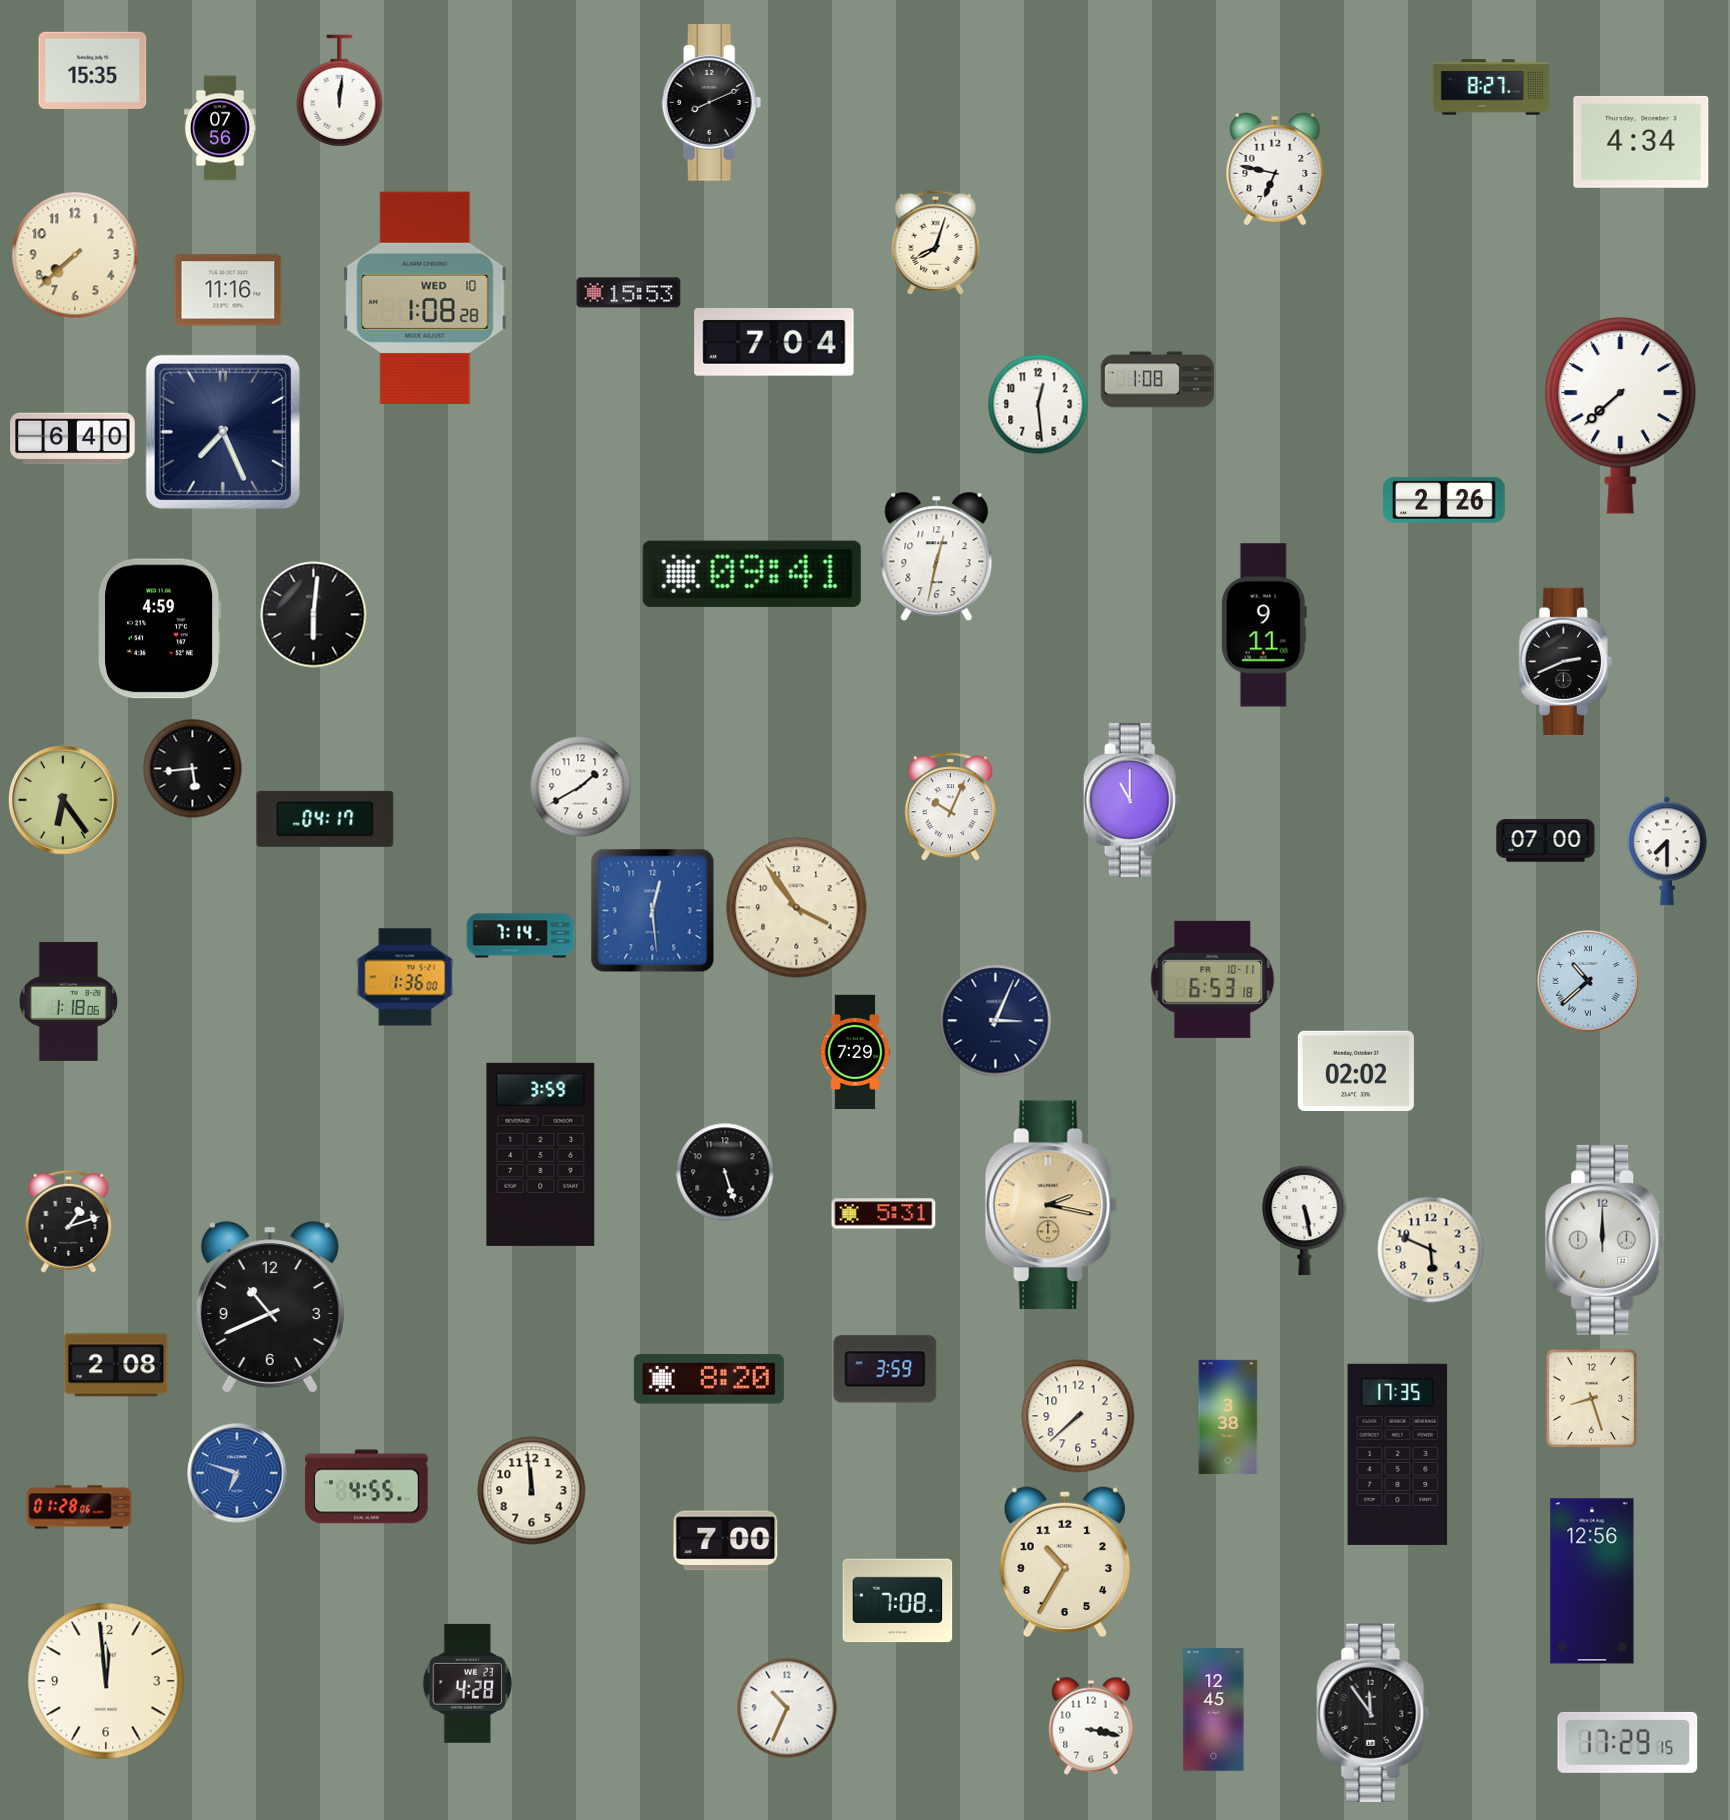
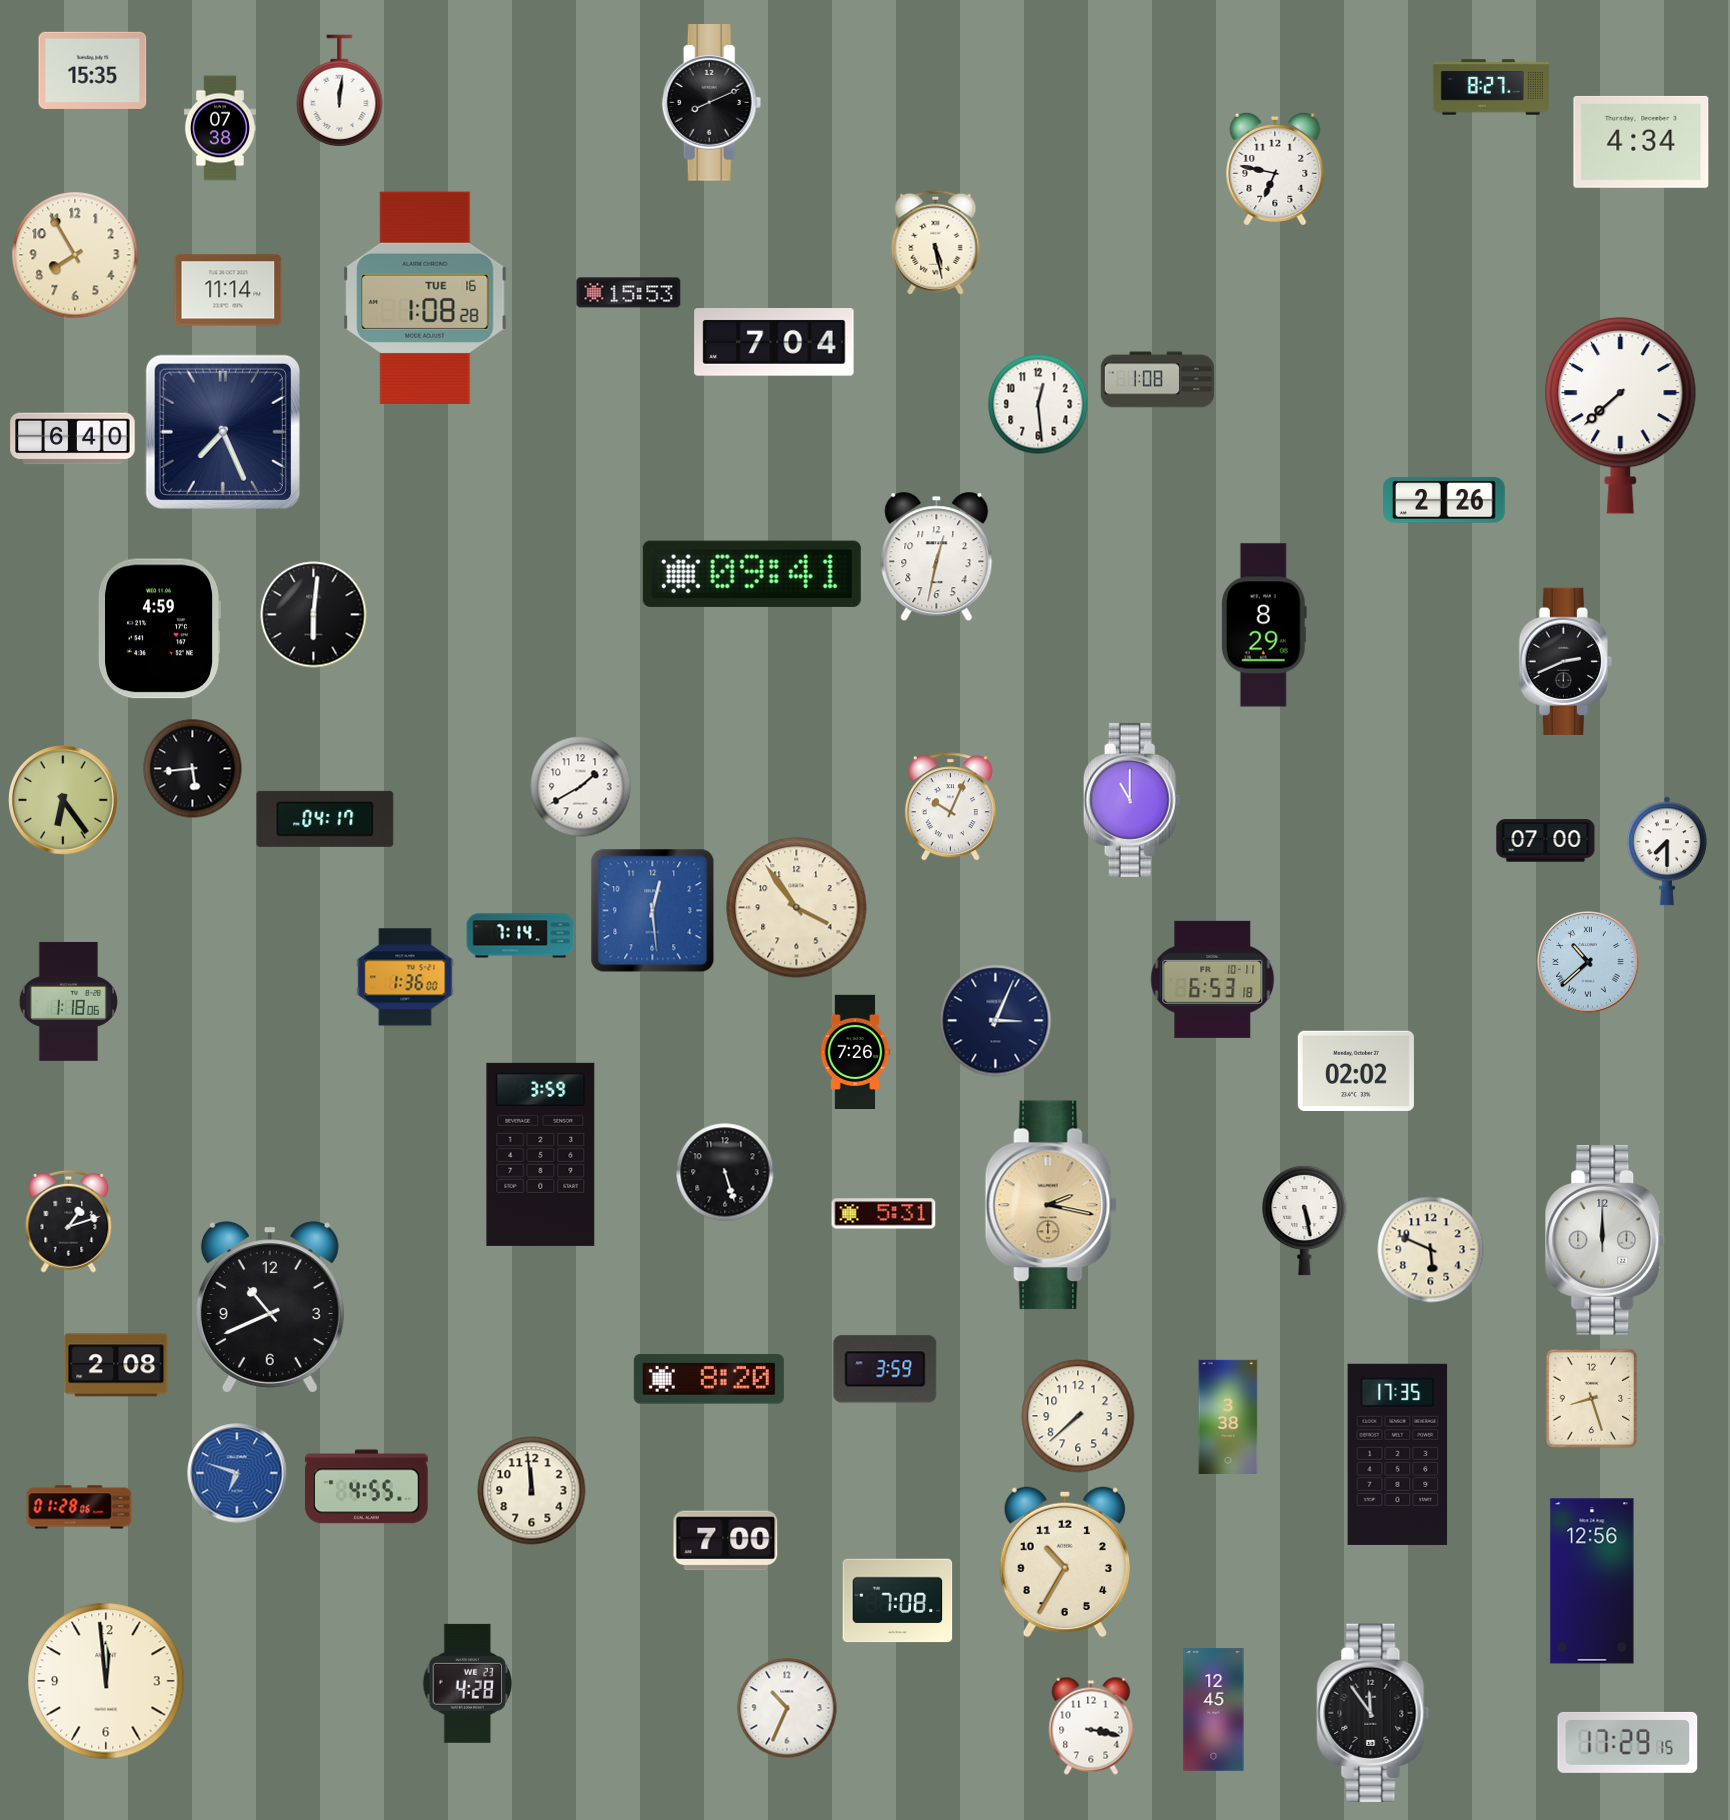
clock at (220, 128): 07:56 -> 07:38
clock at (936, 242): 8:03 -> 5:28
clock at (75, 255): 7:38 -> 7:55
clock at (228, 290): 11:16 -> 11:14
clock at (425, 297) date: WED 10 -> TUE 16
clock at (1264, 625): 9:11 -> 8:29
clock at (1588, 981) position: (1588, 981) -> (1588, 962)
clock at (855, 1051): 7:29 -> 7:26
